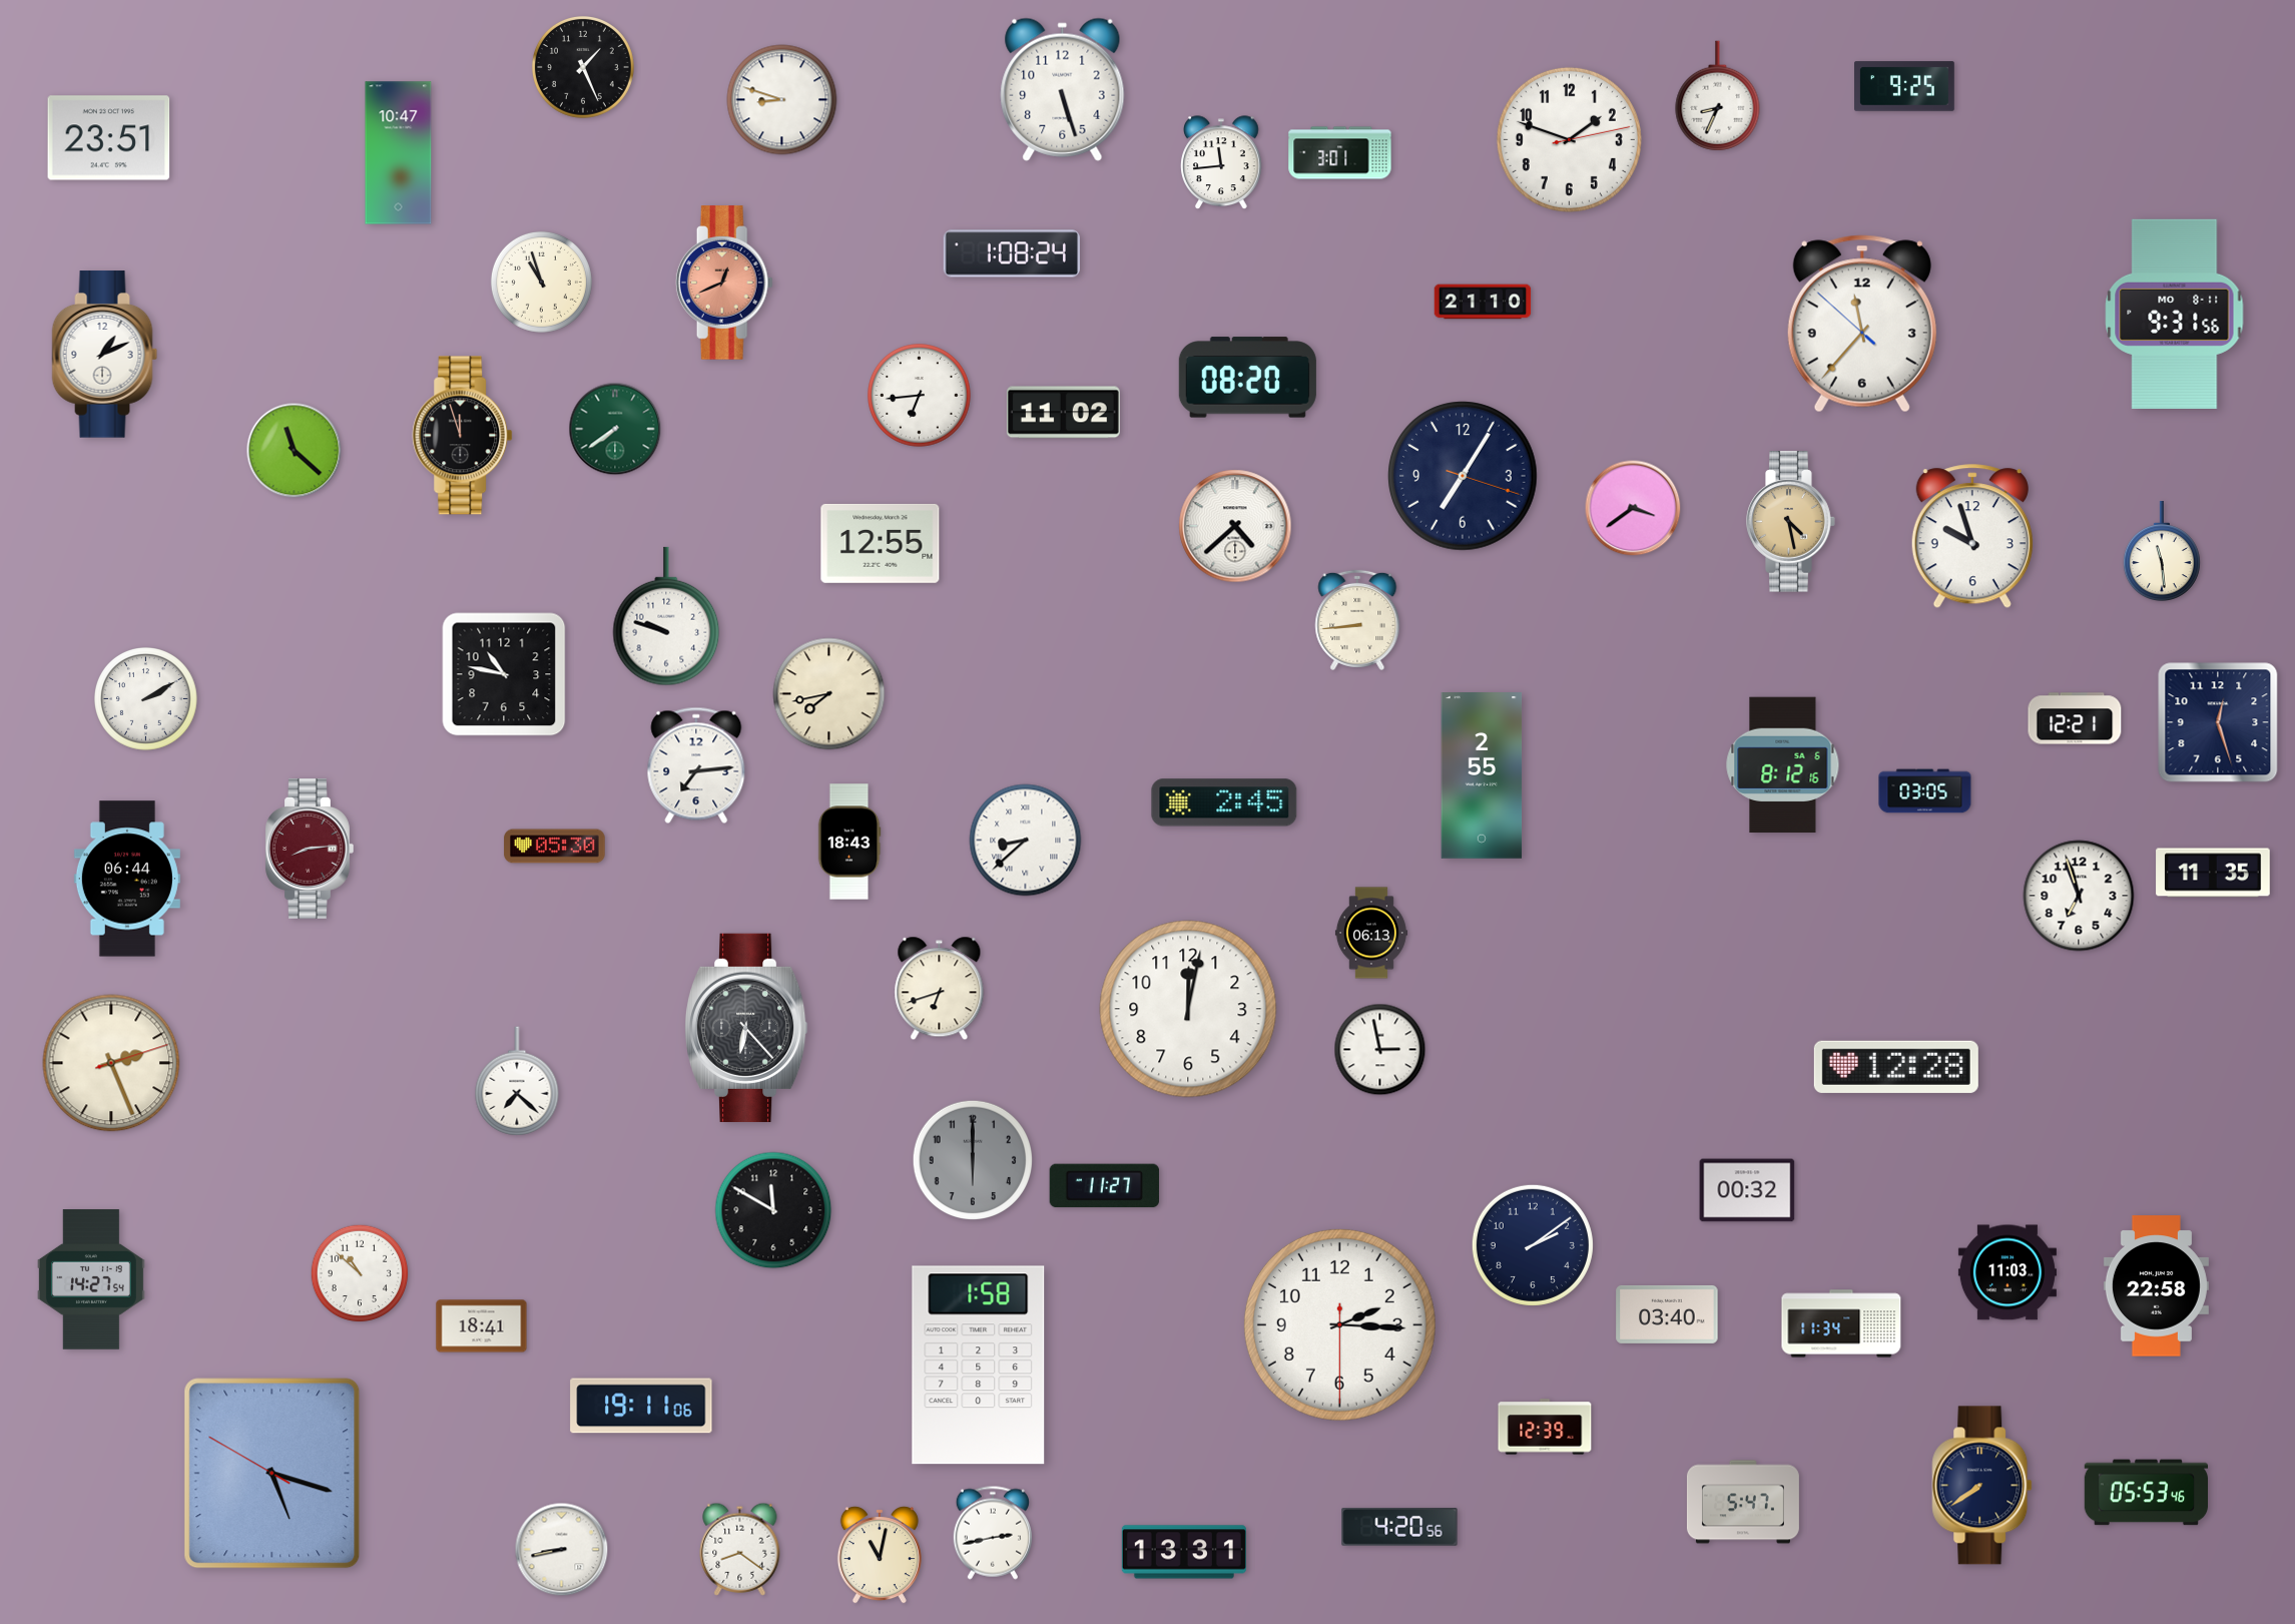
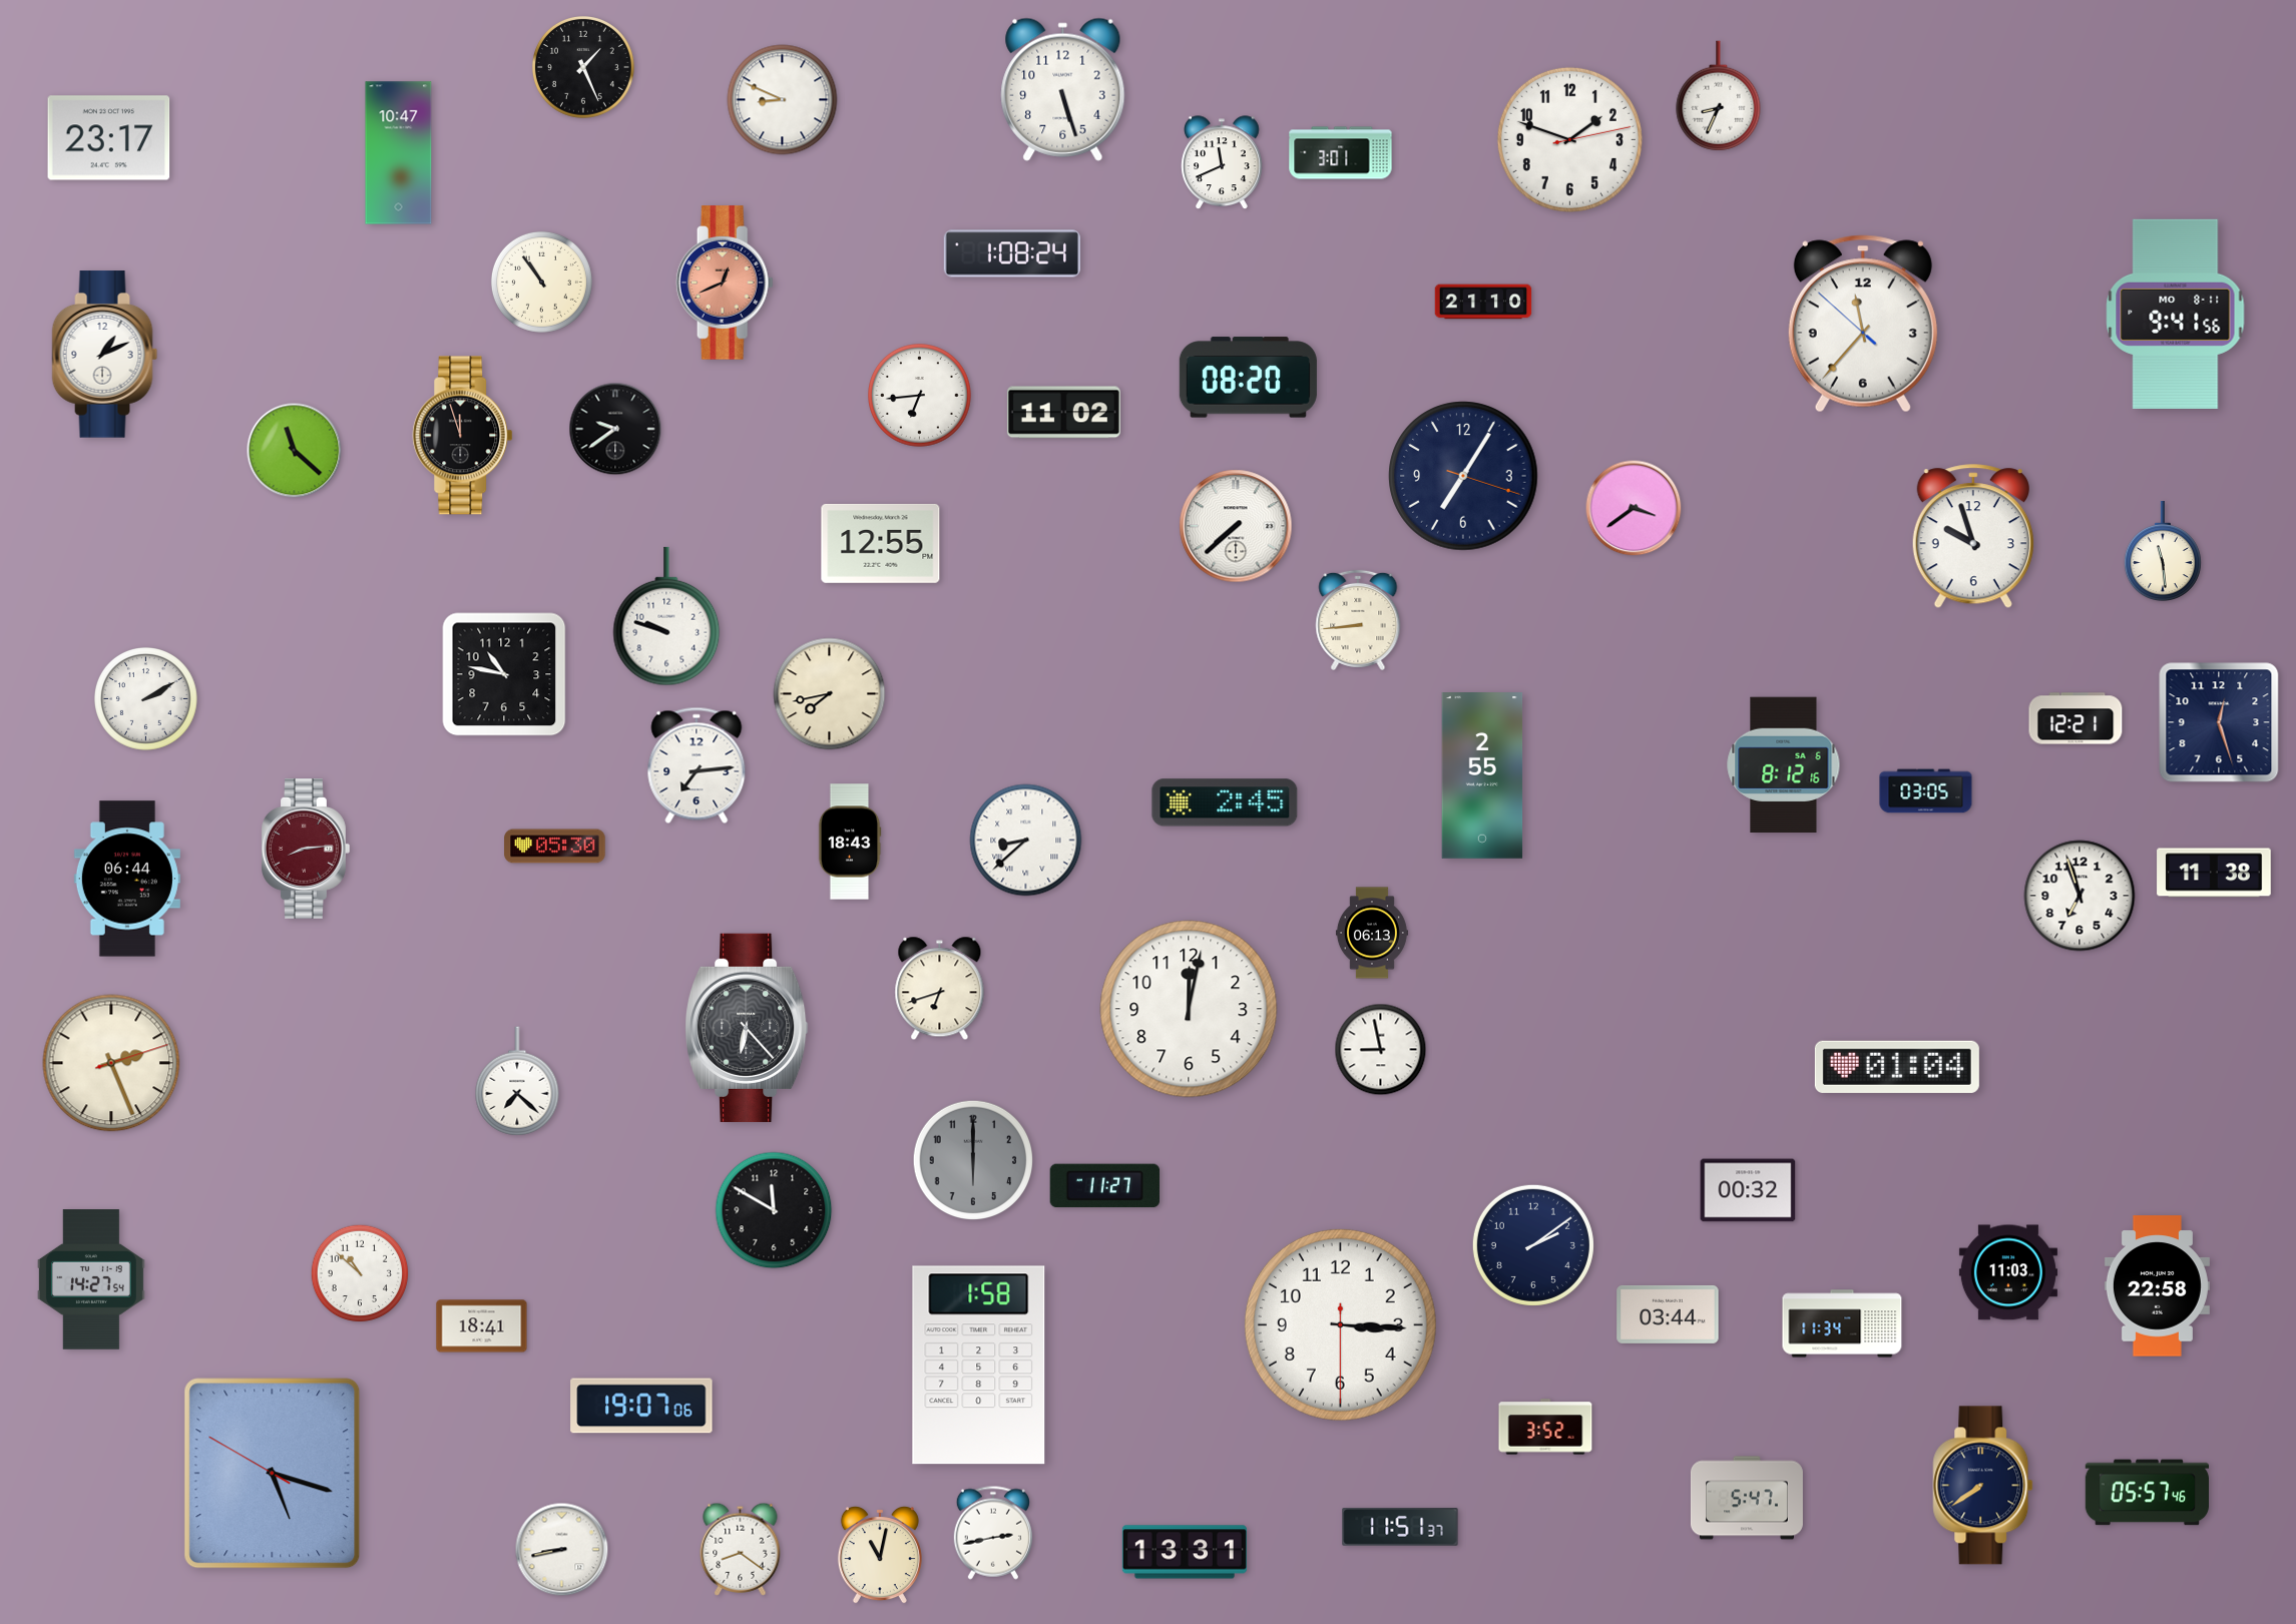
clock at (1905, 86): 9:25 -> none
clock at (782, 100): 8:48 -> 8:49
clock at (109, 138): 23:51 -> 23:17
clock at (1221, 163): 11:44 -> 11:41
clock at (541, 282): 10:57 -> 10:54
clock at (2175, 314): 9:31 -> 9:41
clock at (615, 429): 7:39 -> 9:39
clock at (615, 429) dial: green -> black
clock at (1791, 522): 4:28 -> none
clock at (1235, 526): 4:38 -> 7:38
clock at (310, 850) position: (310, 850) -> (306, 850)
clock at (2213, 873): 11:35 -> 11:38
clock at (1380, 1050): 2:58 -> 8:58
clock at (1896, 1067): 12:28 -> 01:04
clock at (1667, 1314): 03:40 -> 03:44
clock at (1339, 1324): 2:15 -> 3:15
clock at (641, 1406): 19:11 -> 19:07
clock at (1545, 1427): 12:39 -> 3:52
clock at (2146, 1493): 05:53 -> 05:57
clock at (1743, 1502) position: (1743, 1502) -> (1747, 1498)
clock at (1399, 1527): 4:20 -> 11:51
